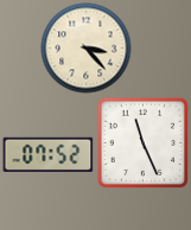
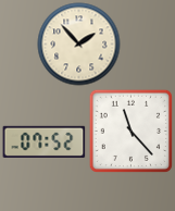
clock at (87, 49): 3:23 -> 1:53
clock at (142, 142): 11:26 -> 11:23
